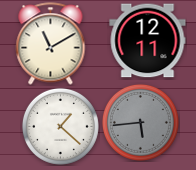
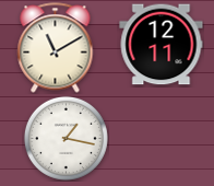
clock at (140, 122): 5:44 -> none
clock at (60, 126): 1:22 -> 1:17
